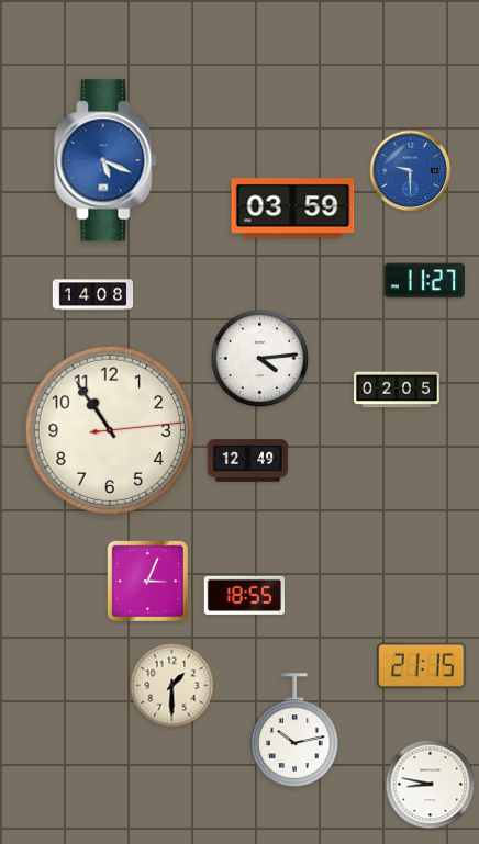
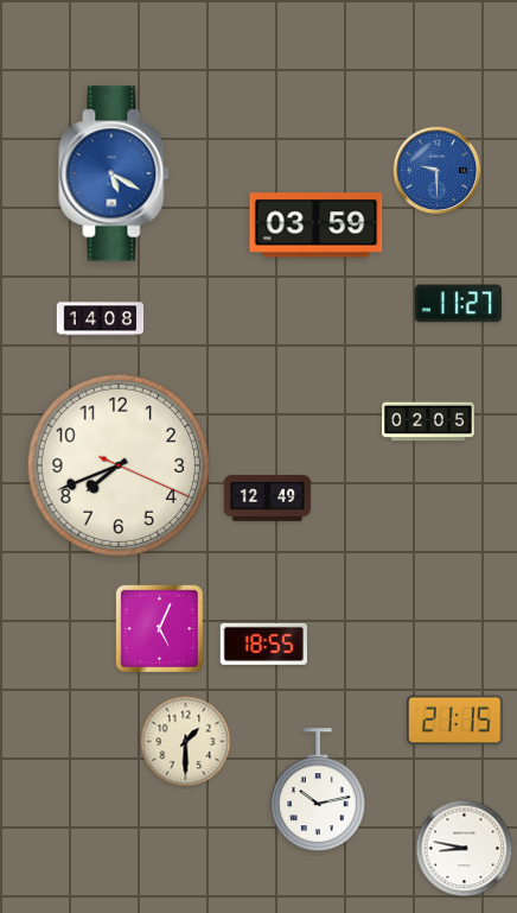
clock at (105, 160): 5:19 -> 5:20
clock at (411, 171) position: (411, 171) -> (438, 171)
clock at (260, 359): 4:14 -> none
clock at (109, 429): 10:54 -> 7:41
clock at (147, 581): 3:04 -> 5:04
